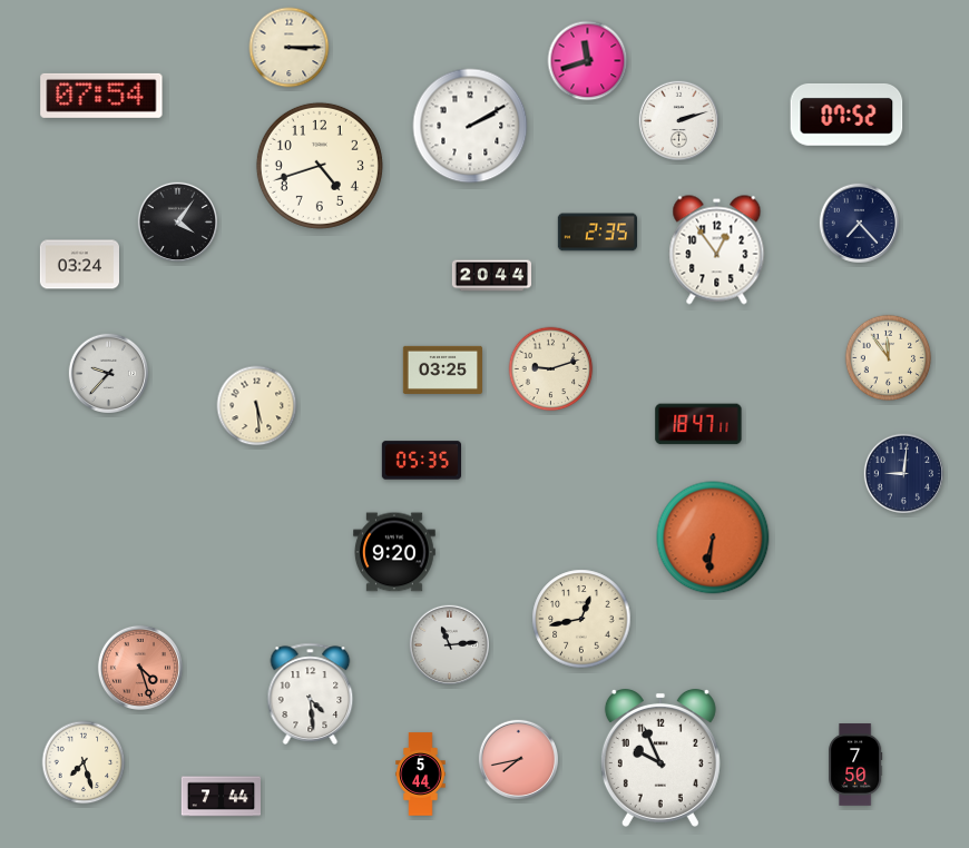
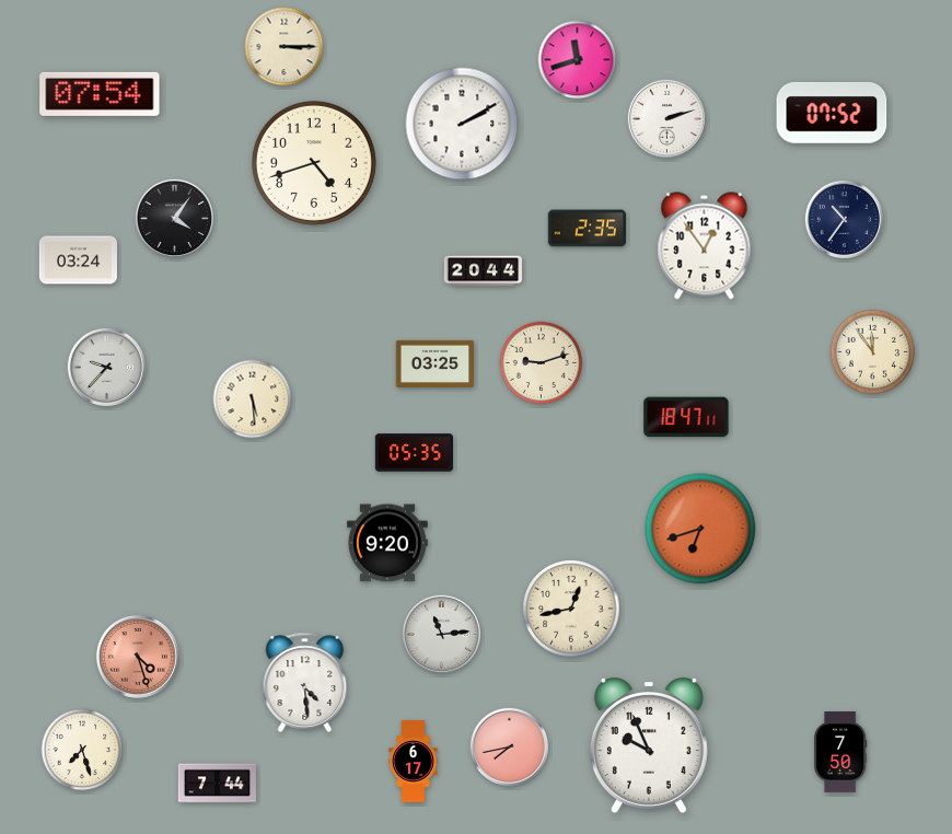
clock at (859, 223): 7:23 -> 10:36
clock at (903, 473): 9:01 -> none
clock at (713, 538): 6:31 -> 6:42
clock at (421, 775): 5:44 -> 6:17
